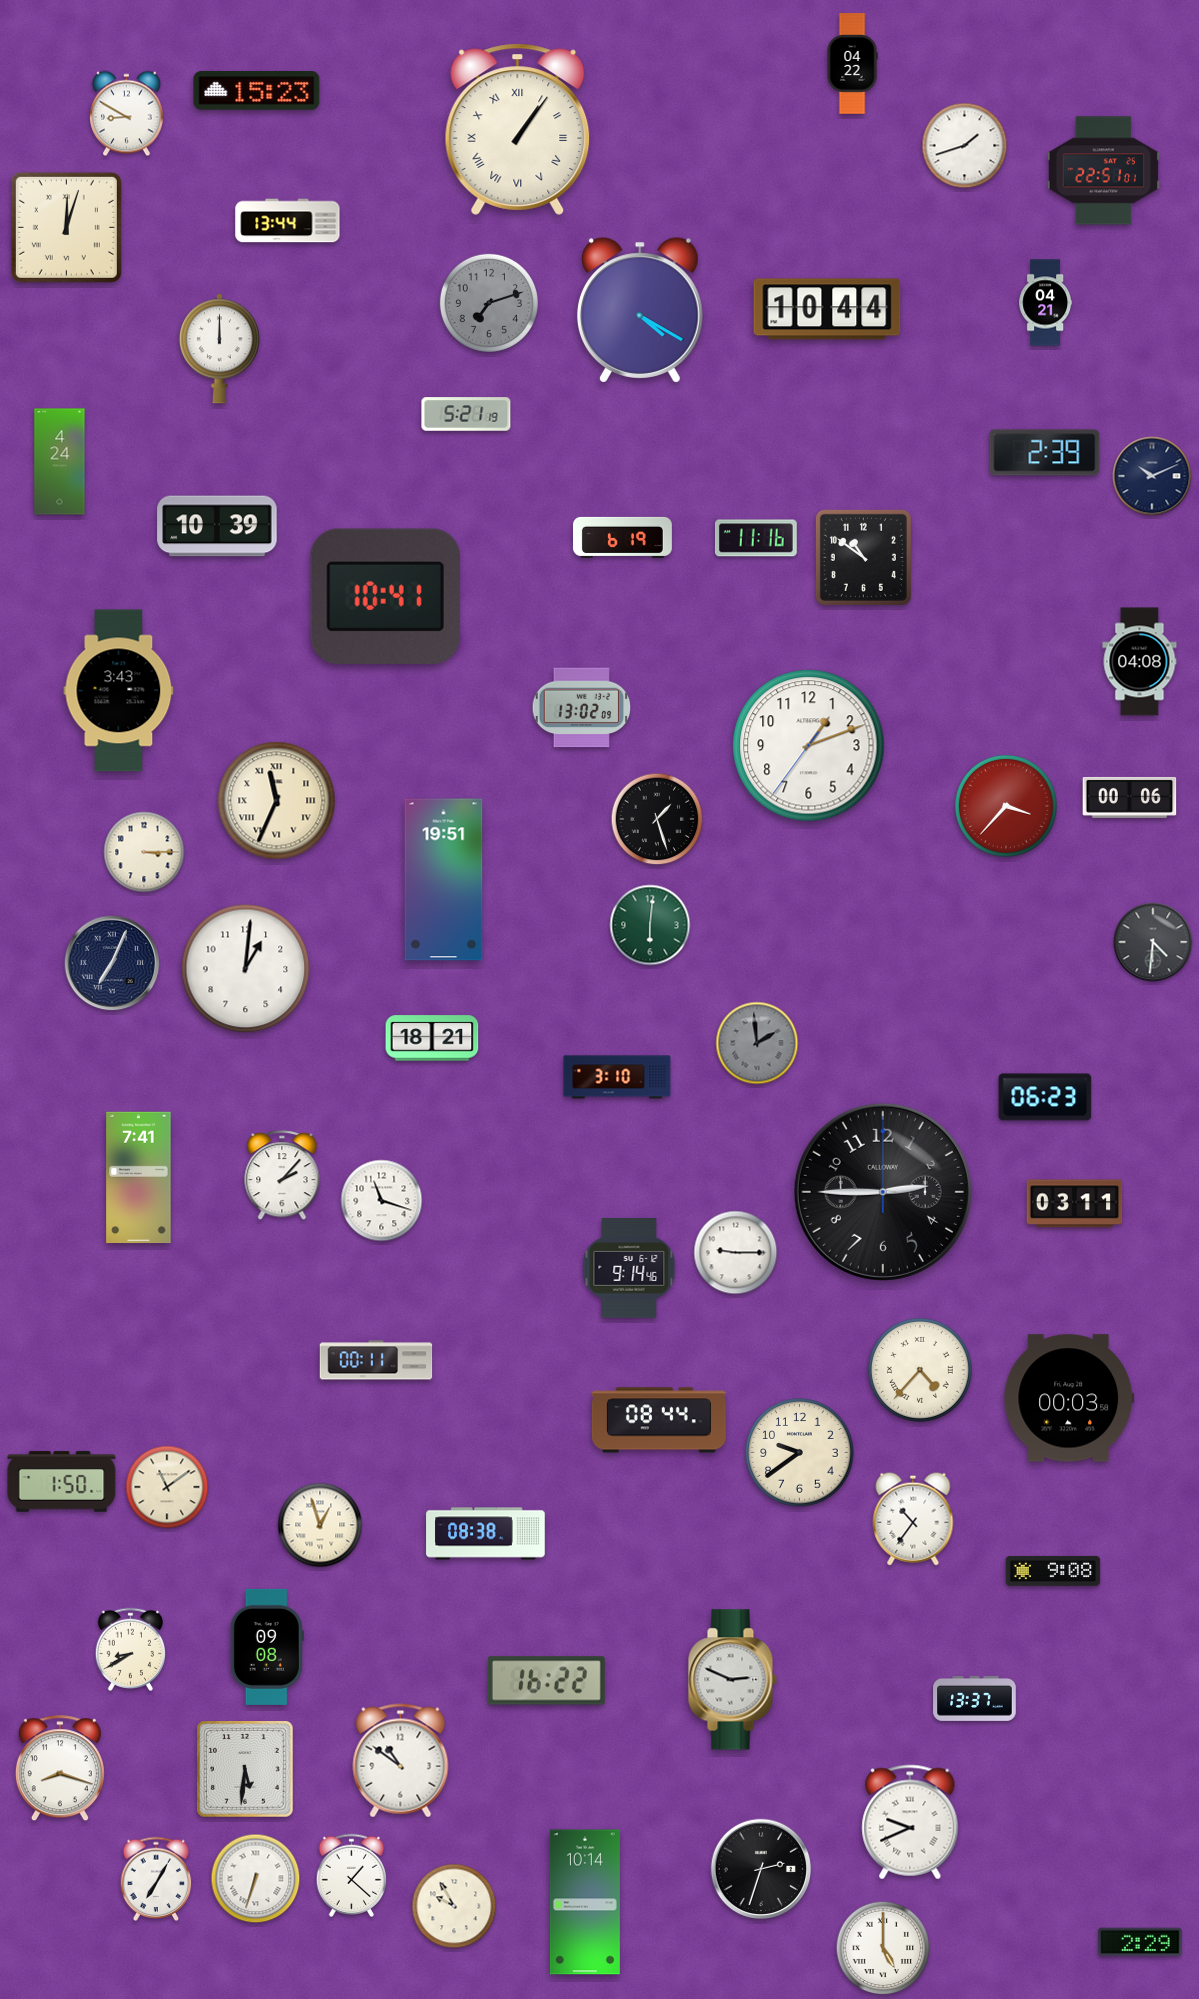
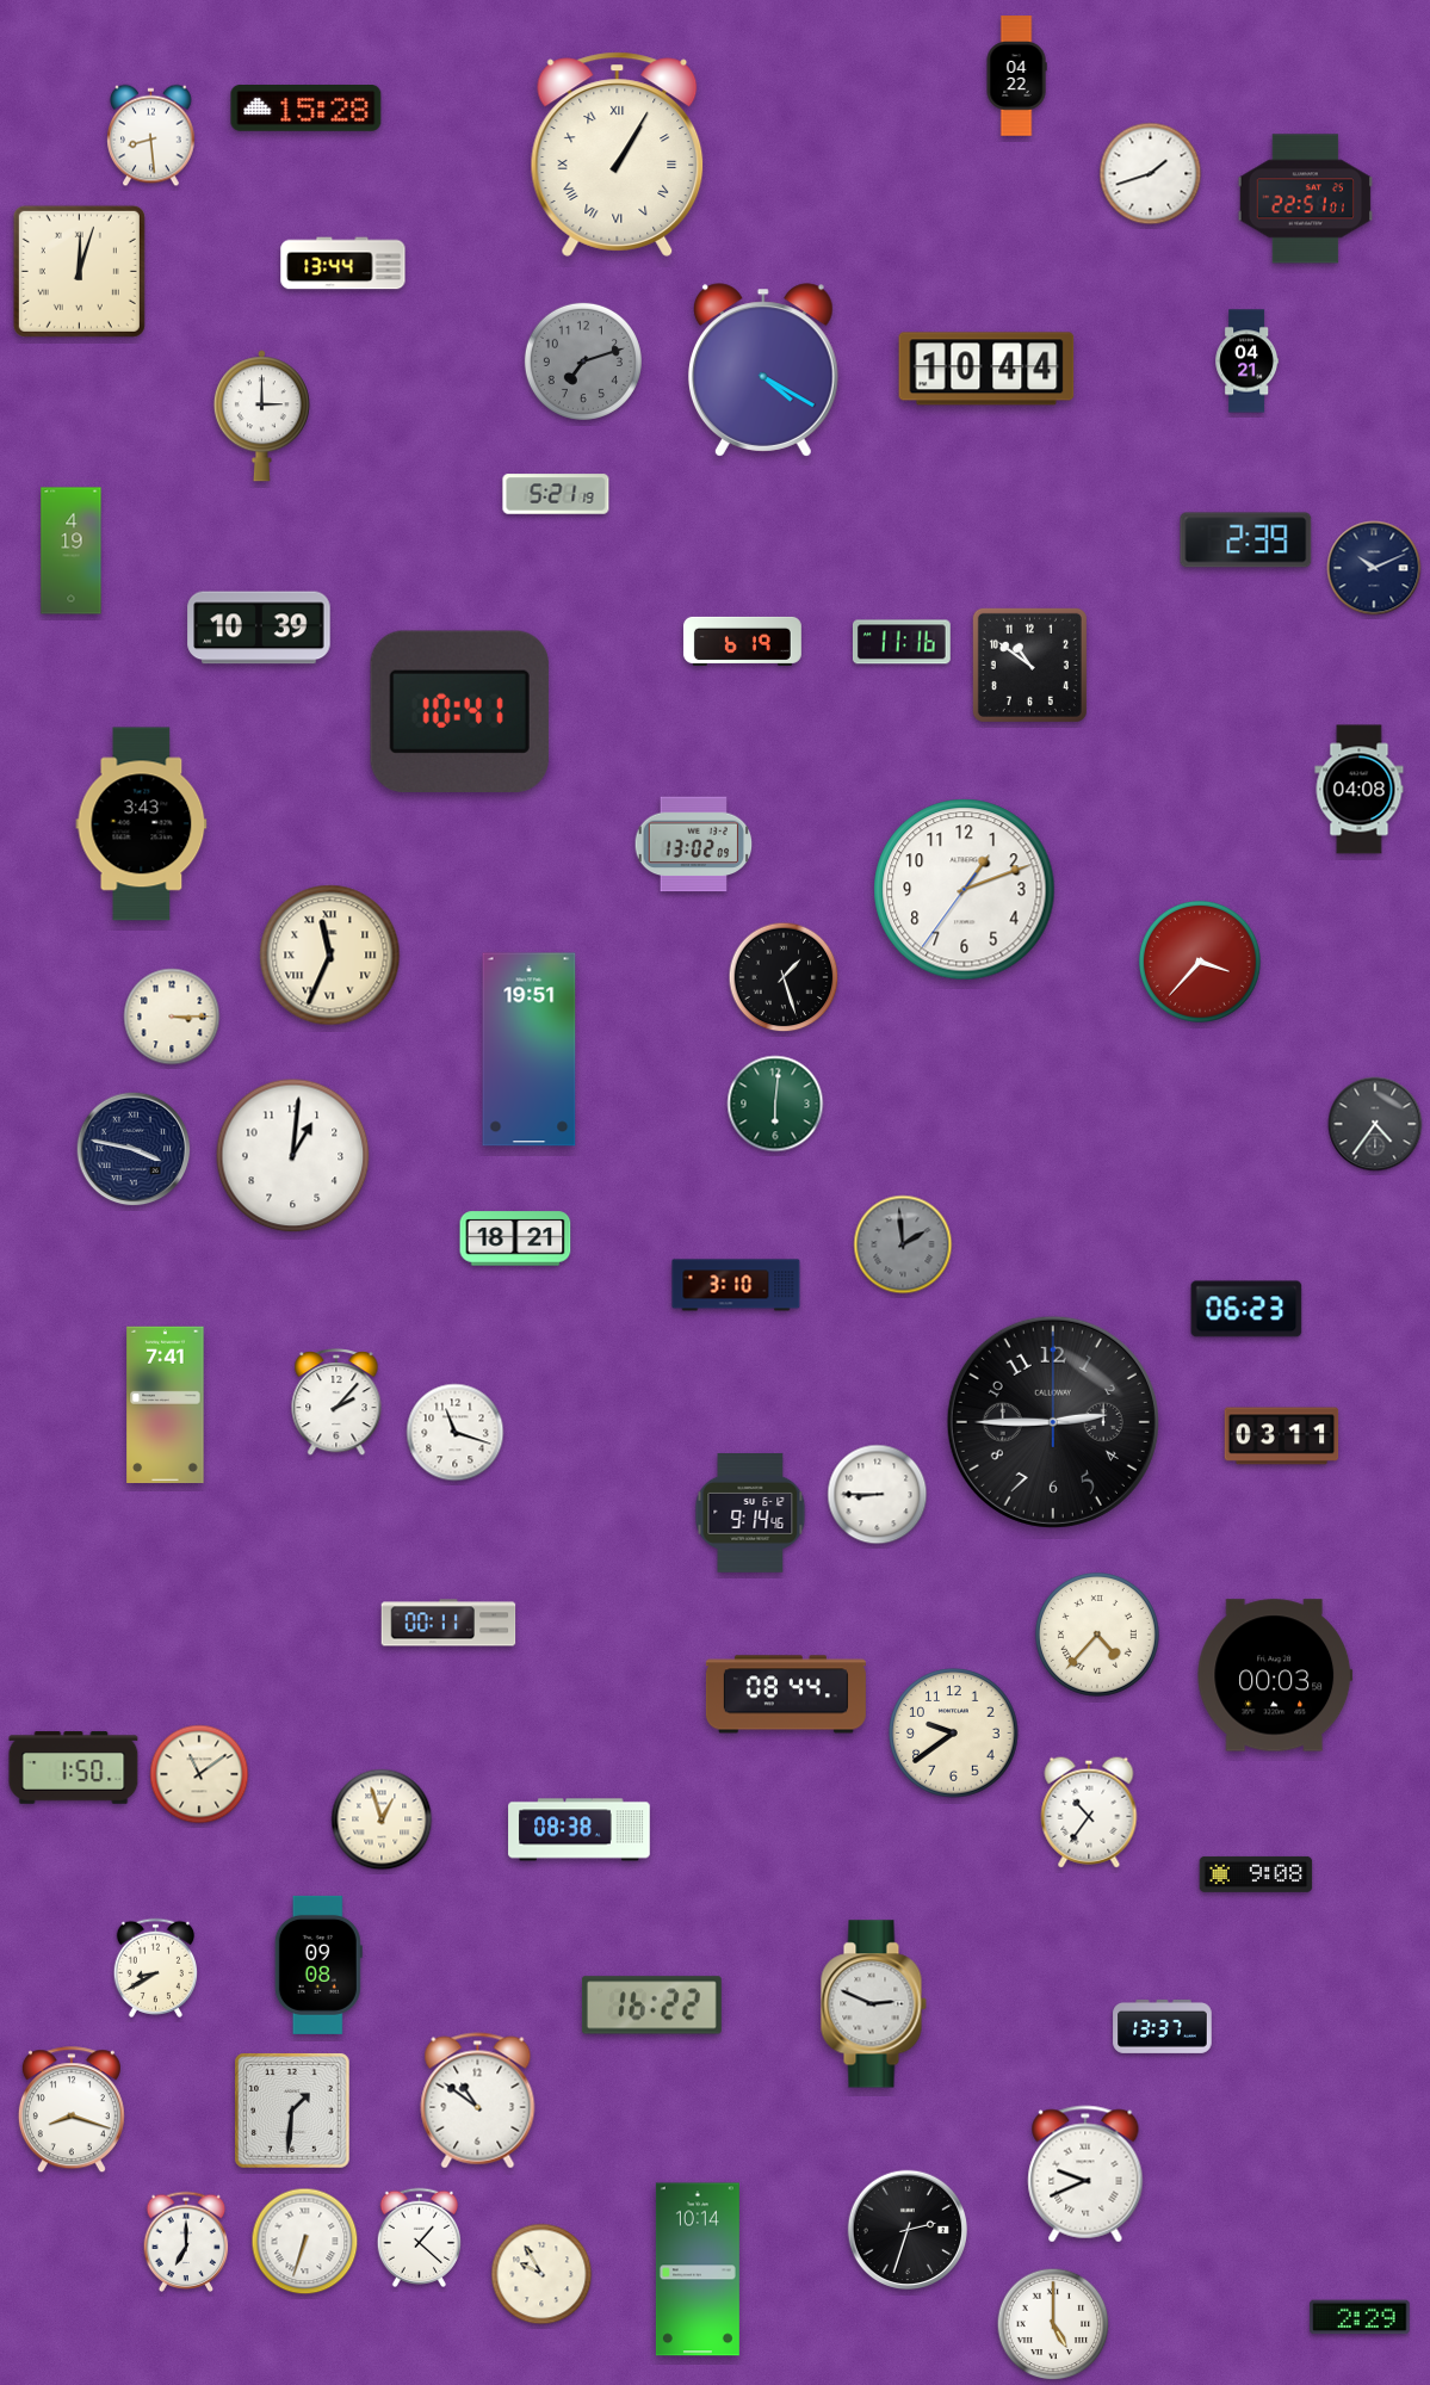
clock at (257, 91): 15:23 -> 15:28
clock at (127, 114): 8:50 -> 8:29
clock at (518, 129): 1:06 -> 1:05
clock at (1103, 171) position: (1103, 171) -> (1305, 199)
clock at (219, 349): 12:00 -> 3:00
clock at (60, 462): 4:24 -> 4:19
clock at (1130, 797): 00:06 -> none
clock at (1153, 942): 4:31 -> 4:36
clock at (112, 963): 7:04 -> 3:47
clock at (736, 1253): 9:15 -> 8:45
clock at (1069, 1398) position: (1069, 1398) -> (1275, 1675)
clock at (246, 1770): 5:31 -> 1:31
clock at (156, 1879): 7:05 -> 7:00
